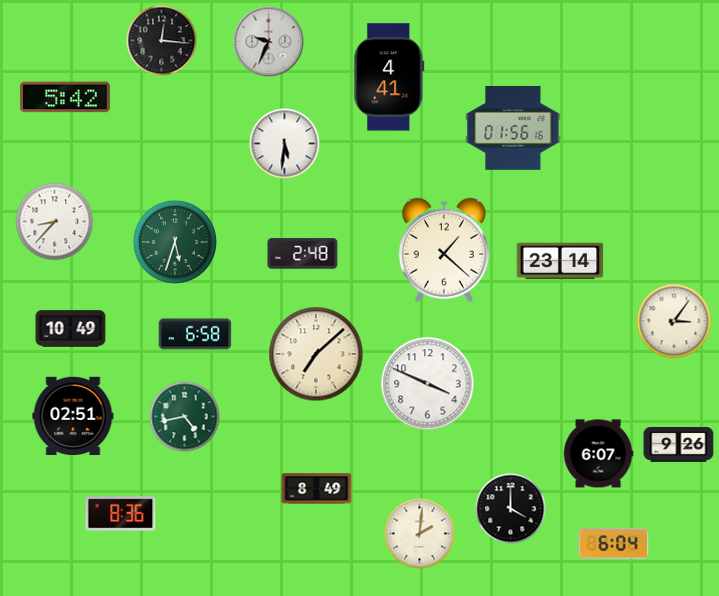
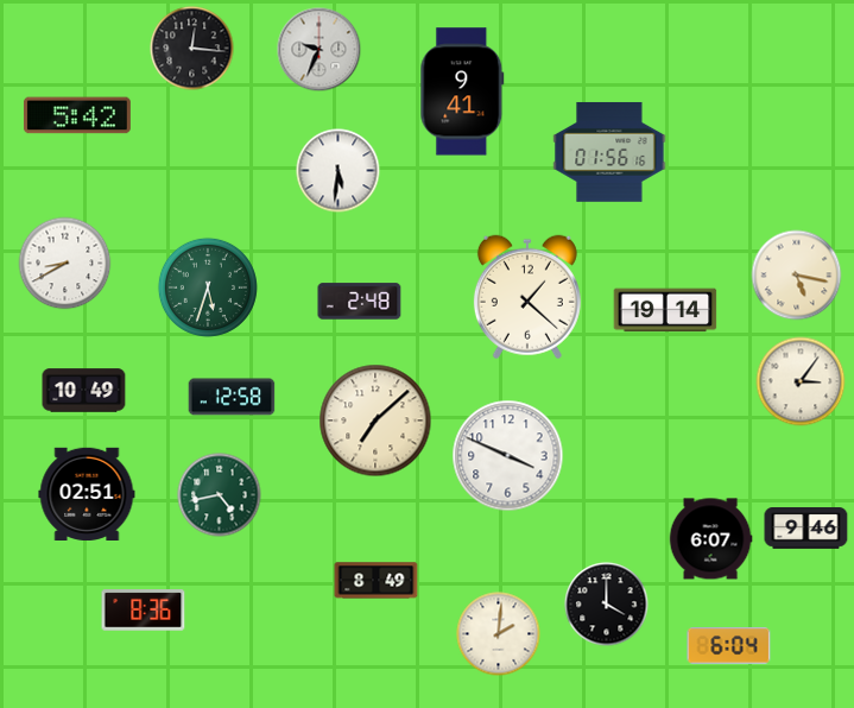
clock at (389, 77): 4:41 -> 9:41
clock at (55, 222): 8:37 -> 8:40
clock at (797, 276): none -> 5:17
clock at (560, 261): 23:14 -> 19:14
clock at (195, 334): 6:58 -> 12:58
clock at (679, 445): 9:26 -> 9:46
